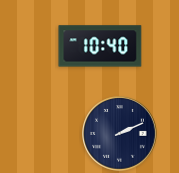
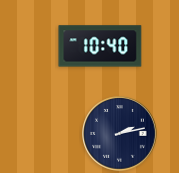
clock at (120, 134): 2:11 -> 2:13
